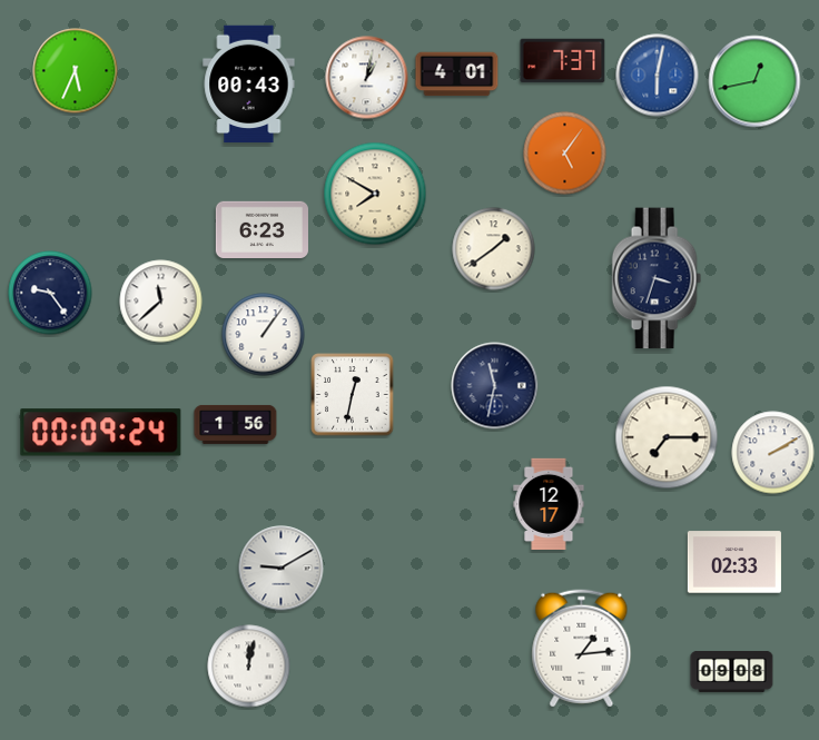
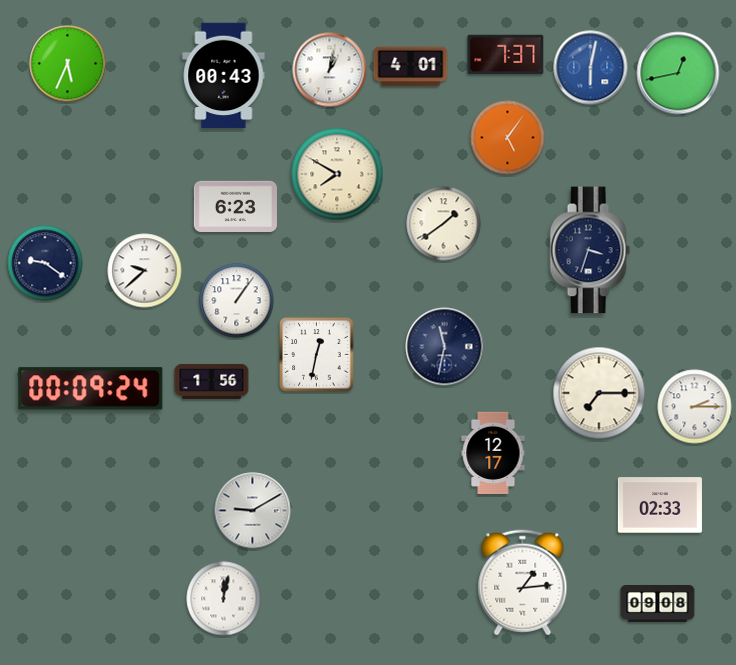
clock at (50, 293): 9:24 -> 9:21
clock at (161, 302): 11:38 -> 9:38
clock at (773, 453): 2:10 -> 2:15
